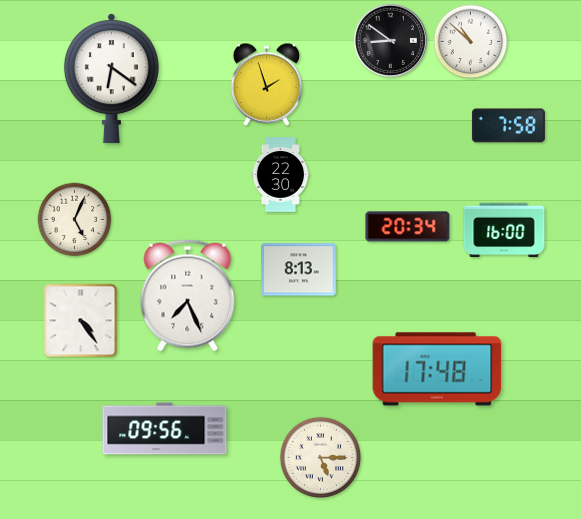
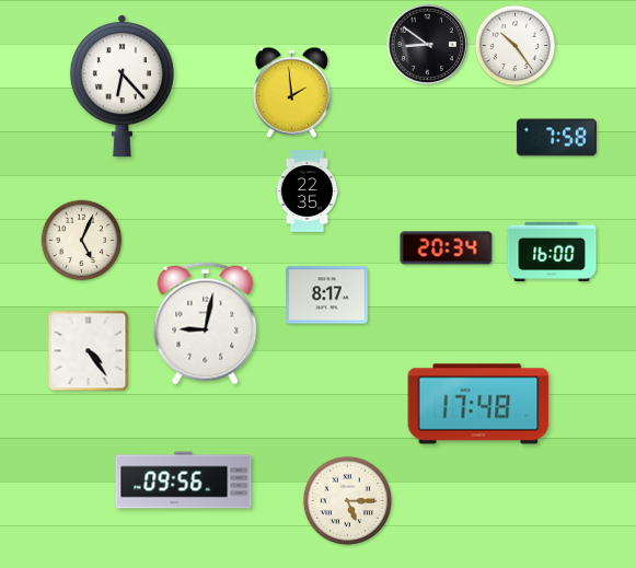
clock at (471, 42): 10:52 -> 10:24
clock at (111, 79): 6:21 -> 6:23
clock at (267, 84): 1:57 -> 1:59
clock at (281, 175): 22:30 -> 22:35
clock at (299, 270): 8:13 -> 8:17
clock at (188, 296): 7:26 -> 9:02
clock at (165, 429) position: (165, 429) -> (184, 480)
clock at (321, 458) position: (321, 458) -> (348, 501)
